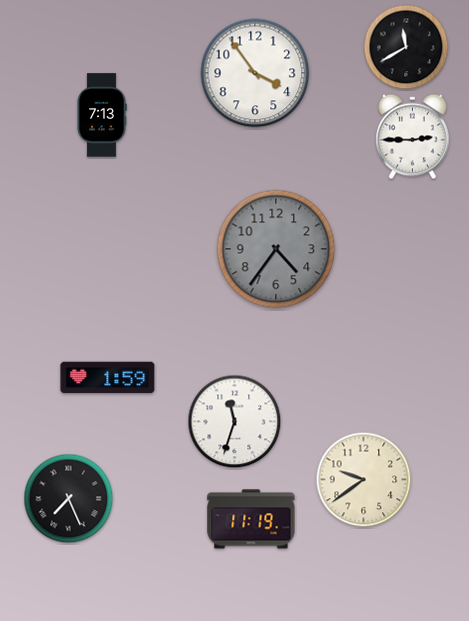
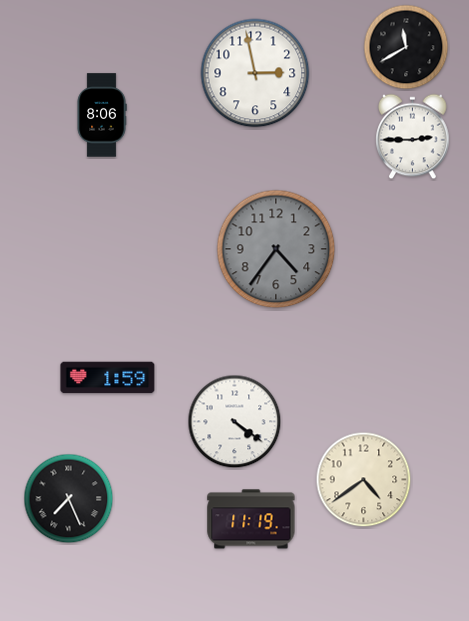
clock at (255, 73): 3:54 -> 2:58
clock at (102, 115): 7:13 -> 8:06
clock at (235, 422): 11:33 -> 4:21
clock at (364, 480): 9:39 -> 4:39
